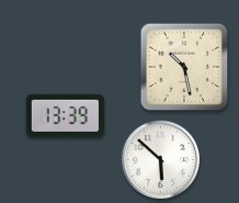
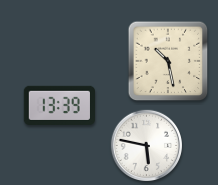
clock at (160, 159): 5:52 -> 5:47
